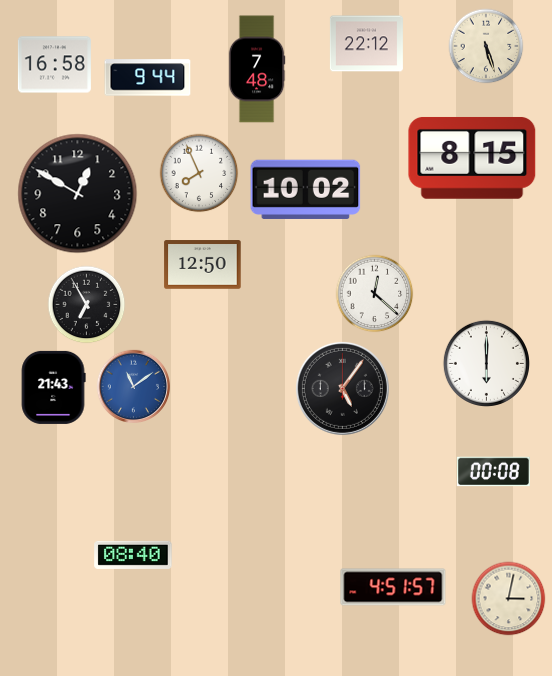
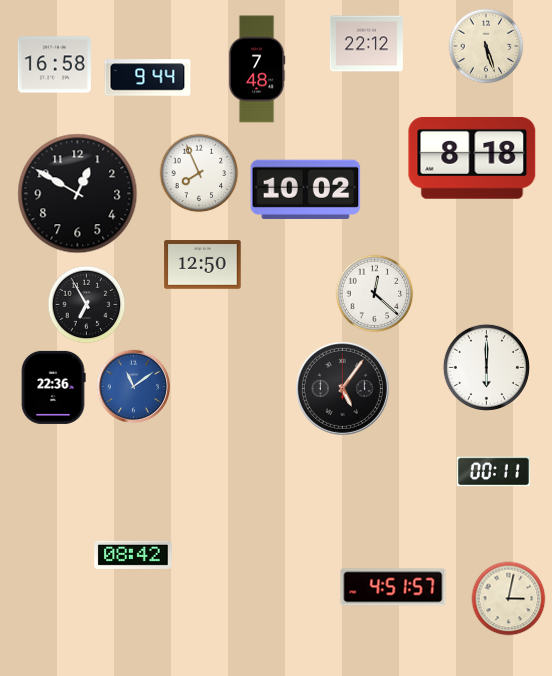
clock at (472, 158): 8:15 -> 8:18
clock at (486, 363) position: (486, 363) -> (486, 367)
clock at (53, 387): 21:43 -> 22:36
clock at (493, 472): 00:08 -> 00:11
clock at (133, 555): 08:40 -> 08:42
